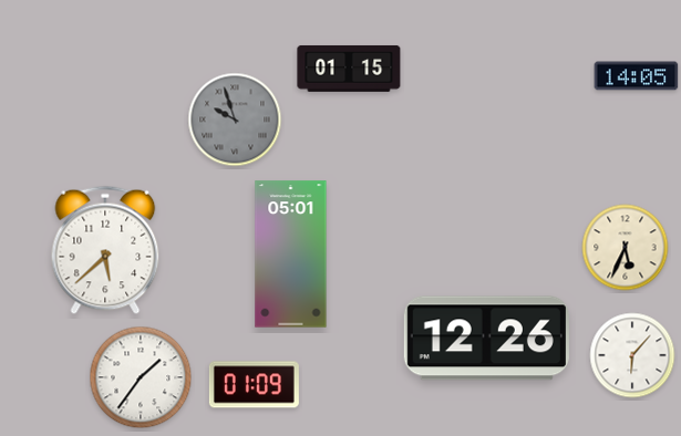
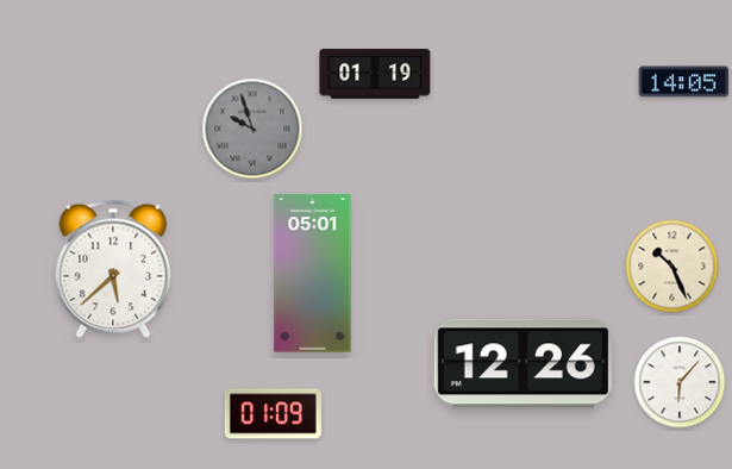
clock at (349, 69): 01:15 -> 01:19
clock at (626, 248): 5:34 -> 10:26
clock at (141, 377): 1:36 -> none
